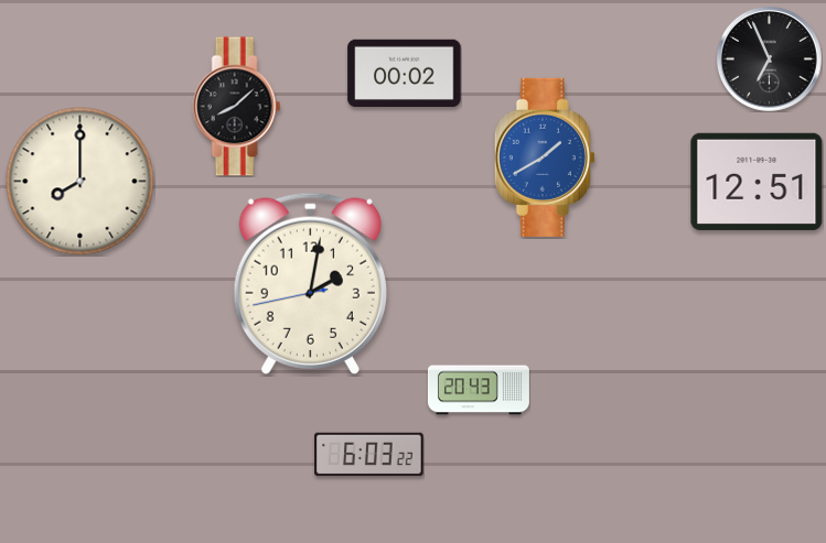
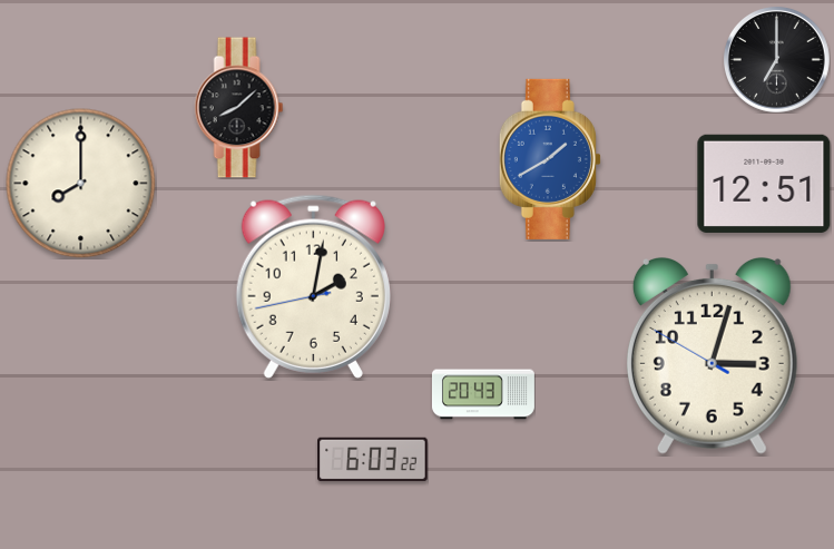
clock at (769, 58): 6:56 -> 7:00
clock at (405, 73): 00:02 -> none
clock at (712, 355): none -> 3:02
